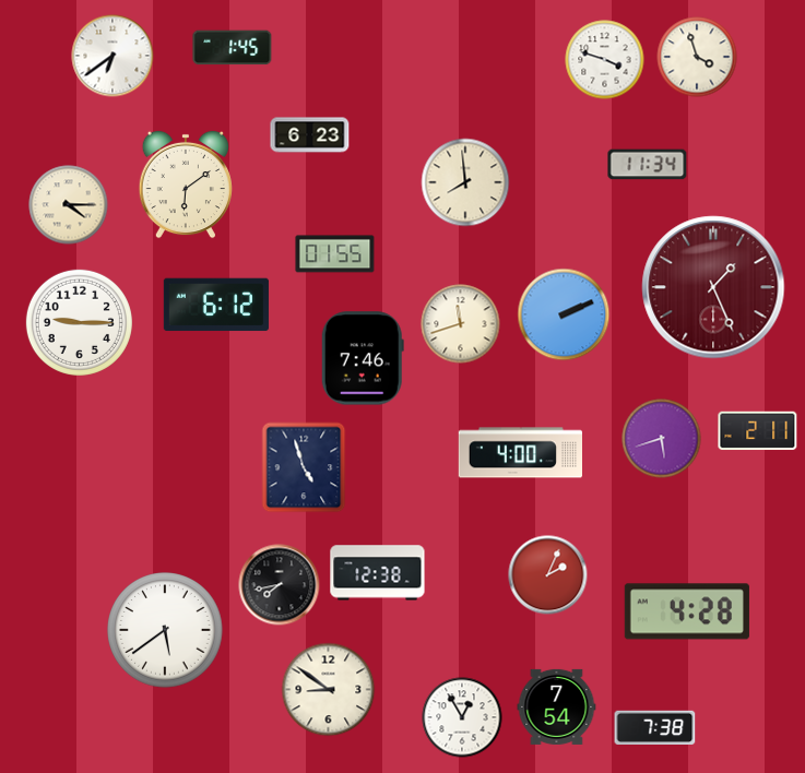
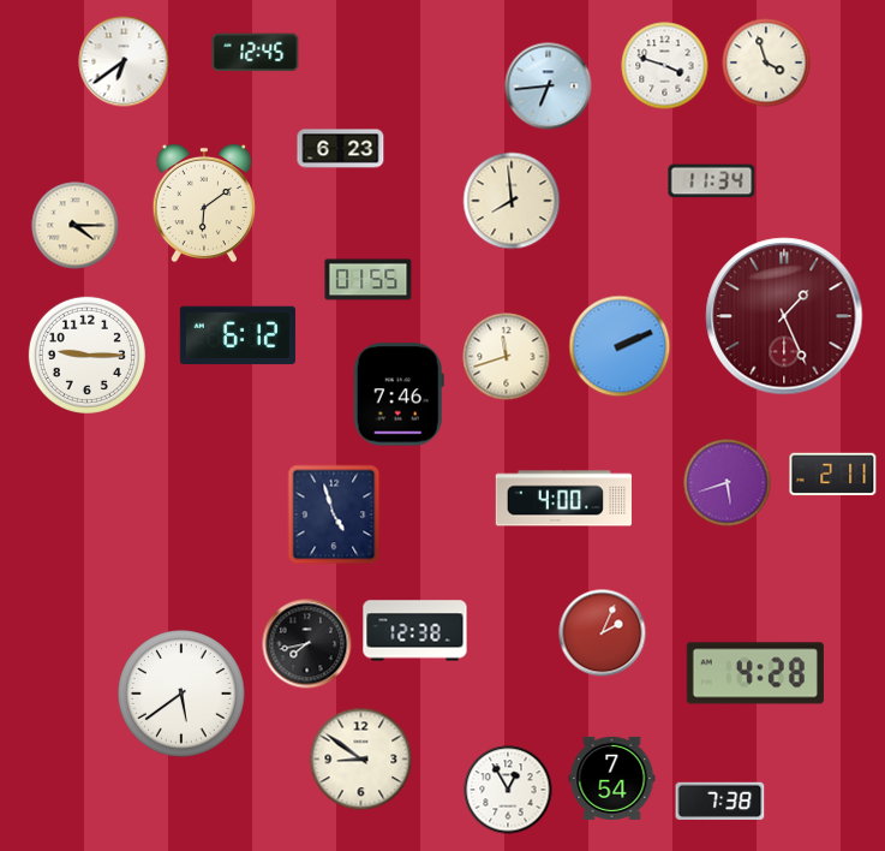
clock at (233, 48): 1:45 -> 12:45
clock at (549, 87): none -> 6:44
clock at (520, 453) position: (520, 453) -> (563, 499)
